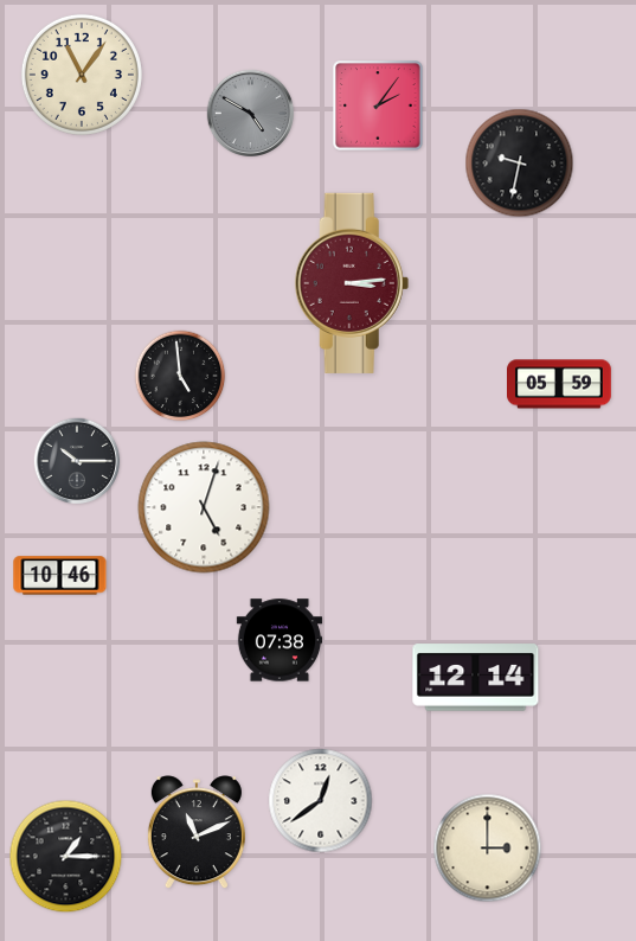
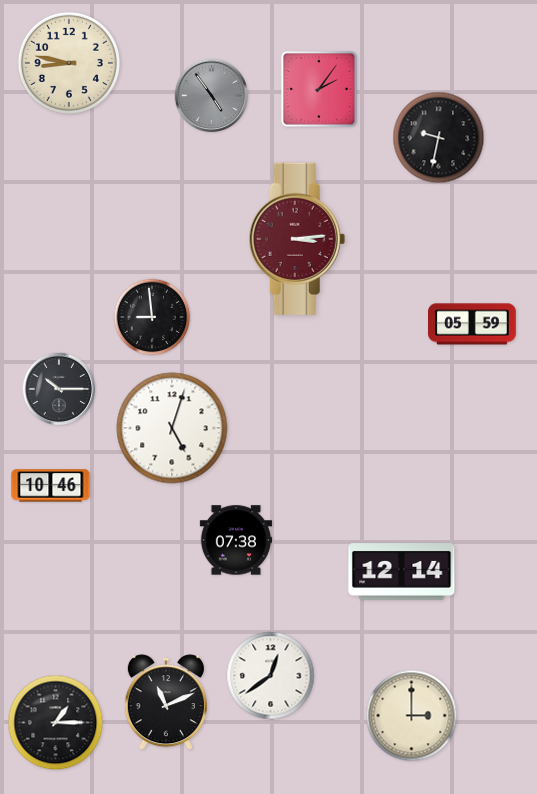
clock at (82, 75): 11:06 -> 8:47
clock at (251, 114): 4:50 -> 4:54
clock at (180, 376): 4:59 -> 8:59
clock at (77, 461) position: (77, 461) -> (59, 389)
